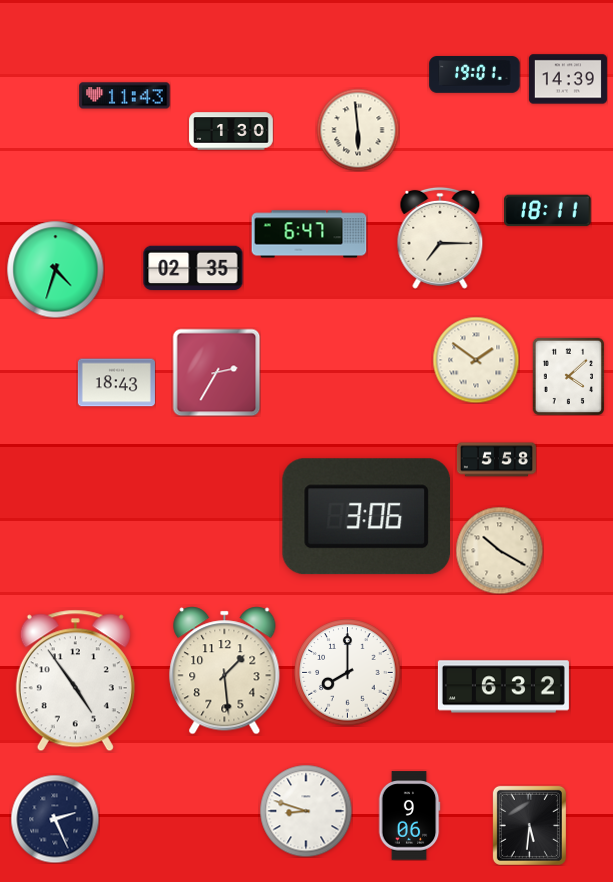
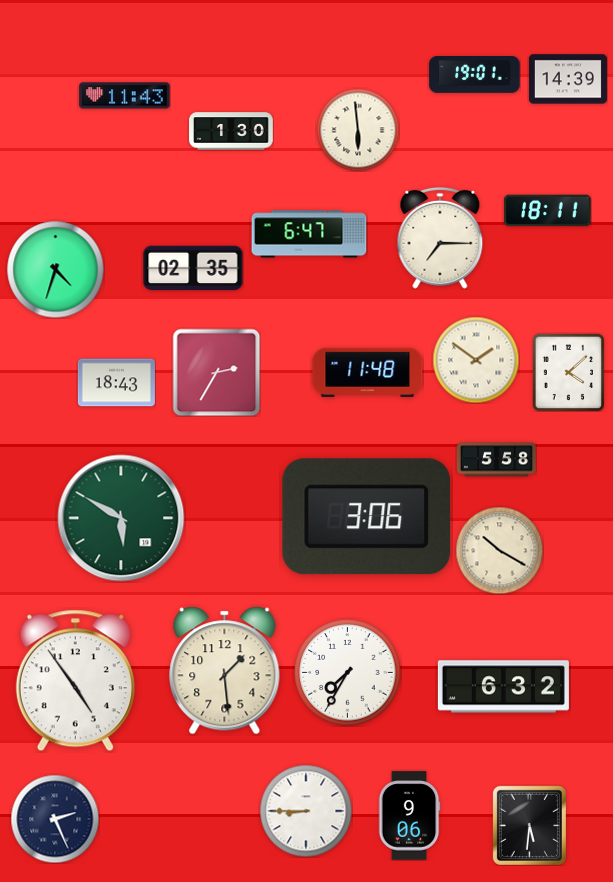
clock at (368, 372): none -> 11:48
clock at (569, 376) position: (569, 376) -> (569, 372)
clock at (121, 518): none -> 5:50
clock at (348, 673): 8:00 -> 7:35
clock at (306, 811): 8:48 -> 8:45
